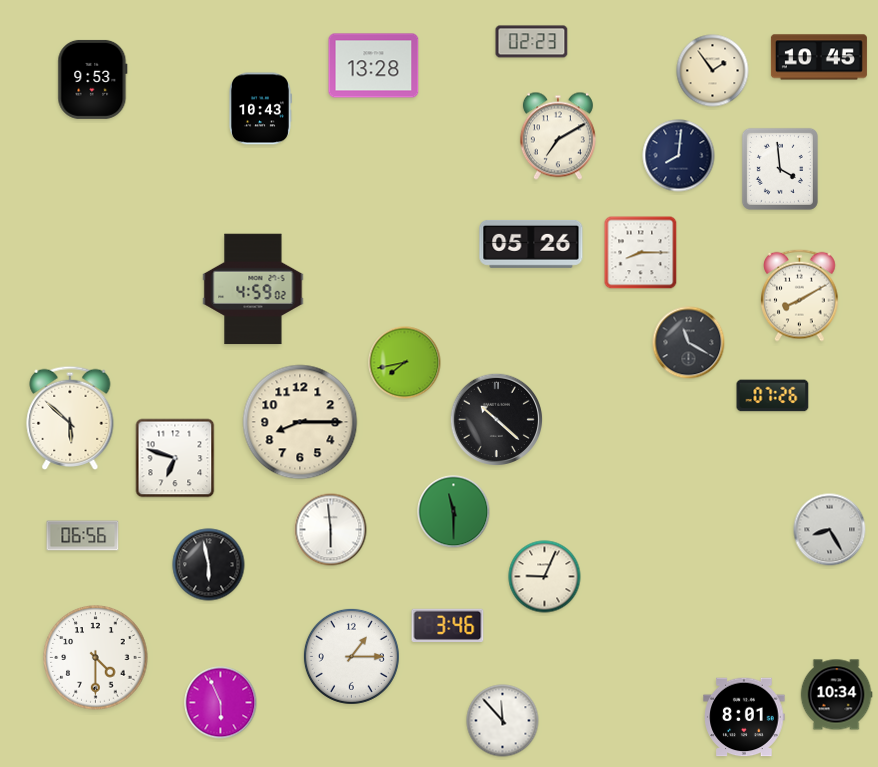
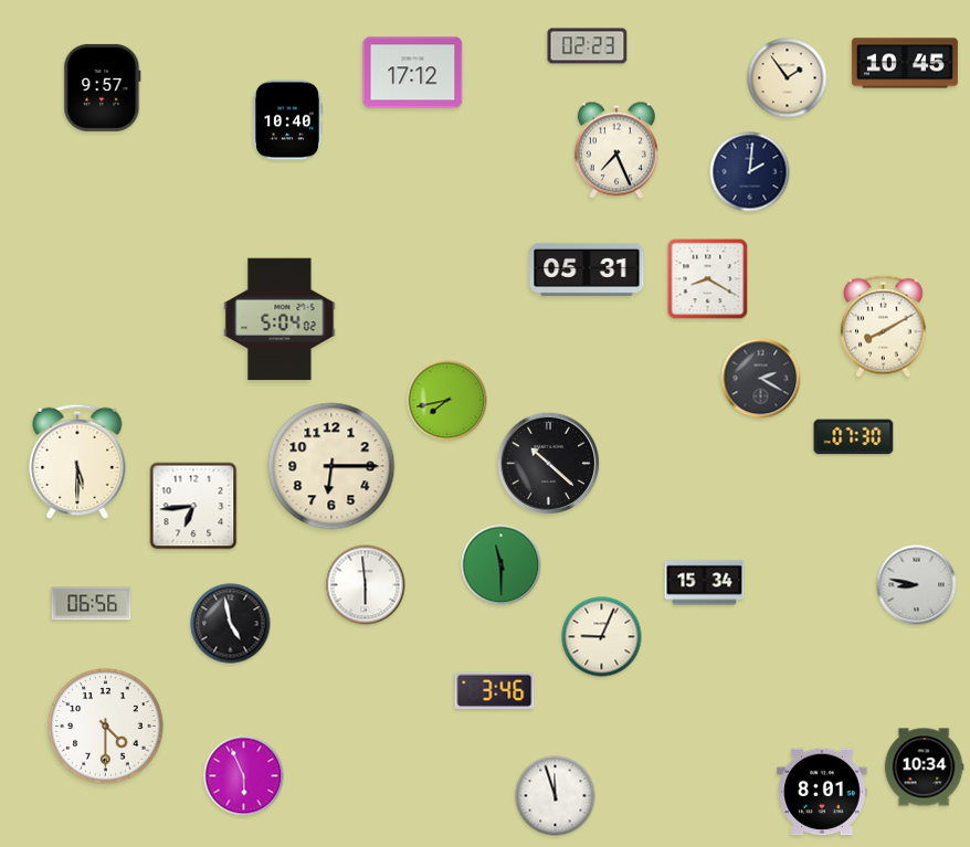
clock at (374, 66): 13:28 -> 17:12
clock at (93, 79): 9:53 -> 9:57
clock at (261, 109): 10:43 -> 10:40
clock at (558, 136): 7:10 -> 7:26
clock at (679, 156): 8:01 -> 2:01
clock at (780, 169): 3:59 -> none
clock at (531, 244): 05:26 -> 05:31
clock at (641, 253): 8:15 -> 8:20
clock at (253, 289): 4:59 -> 5:04
clock at (689, 343): 11:20 -> 2:20
clock at (773, 396): 07:26 -> 07:30
clock at (70, 418): 5:52 -> 5:30
clock at (300, 422): 8:15 -> 6:15
clock at (175, 458): 6:48 -> 6:44
clock at (705, 583): none -> 15:34
clock at (830, 530): 8:25 -> 8:47
clock at (83, 536) position: (83, 536) -> (92, 604)
clock at (209, 565): 5:58 -> 4:58
clock at (351, 656): 1:15 -> none
clock at (503, 721): 11:53 -> 11:57
